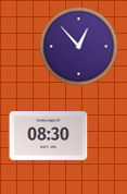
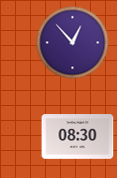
clock at (49, 136) position: (49, 136) -> (78, 137)
